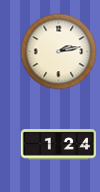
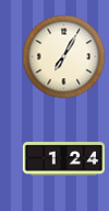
clock at (59, 52): 2:13 -> 7:05
